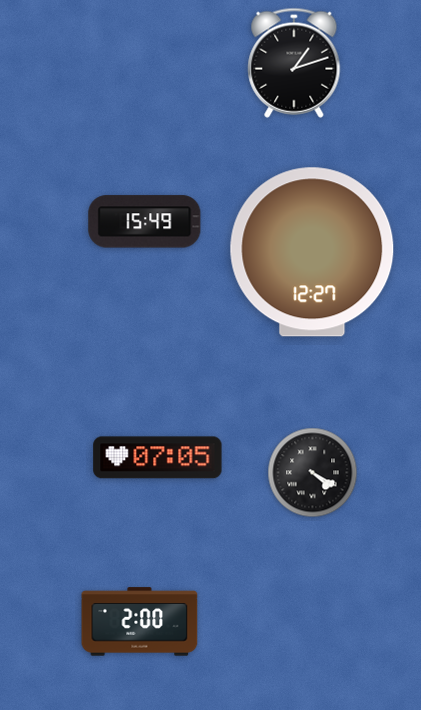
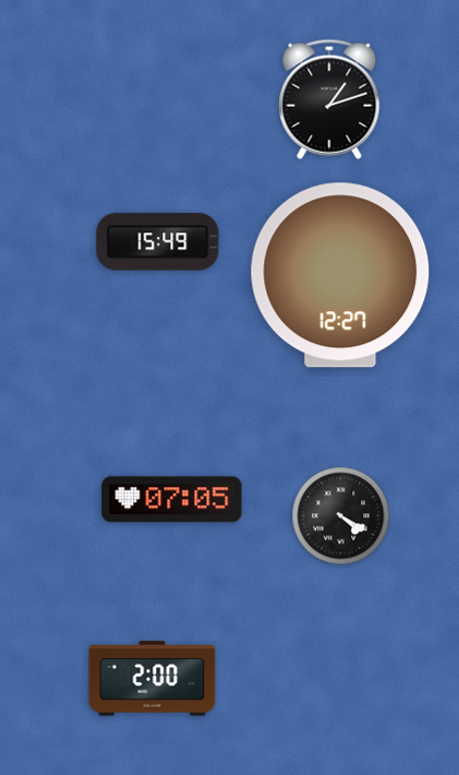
clock at (294, 63) position: (294, 63) -> (329, 99)
